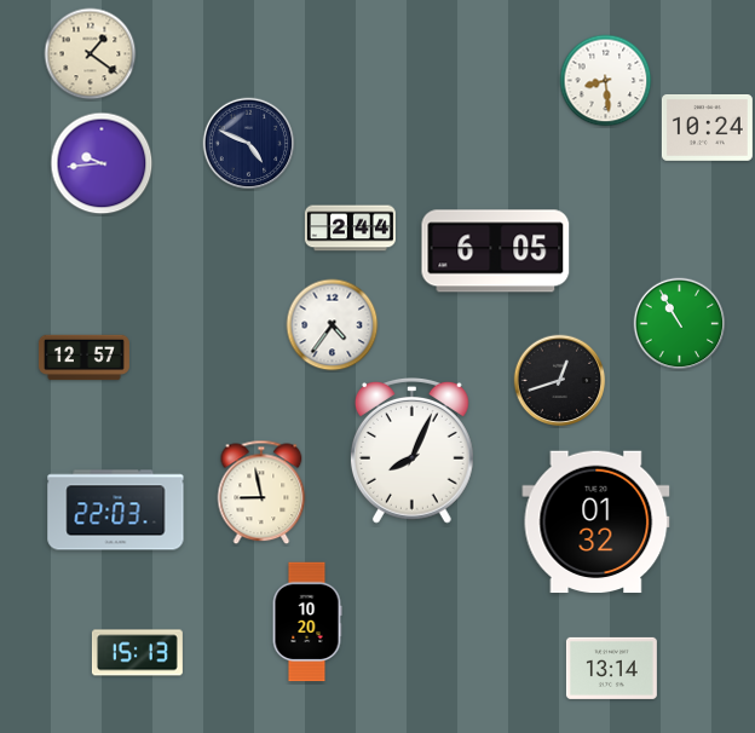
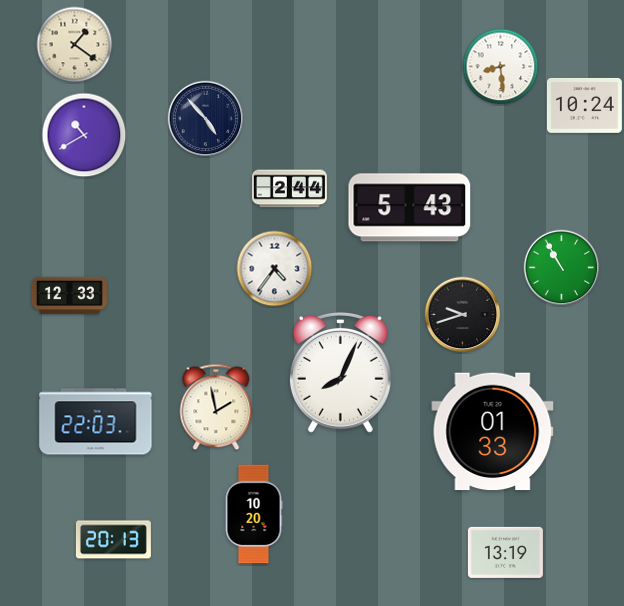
clock at (249, 144): 4:49 -> 4:53
clock at (102, 163): 9:44 -> 10:40
clock at (496, 252): 6:05 -> 5:43
clock at (83, 358): 12:57 -> 12:33
clock at (560, 381): 12:42 -> 9:42
clock at (261, 492): 8:58 -> 1:58
clock at (596, 523): 01:32 -> 01:33
clock at (137, 653): 15:13 -> 20:13
clock at (611, 668): 13:14 -> 13:19
